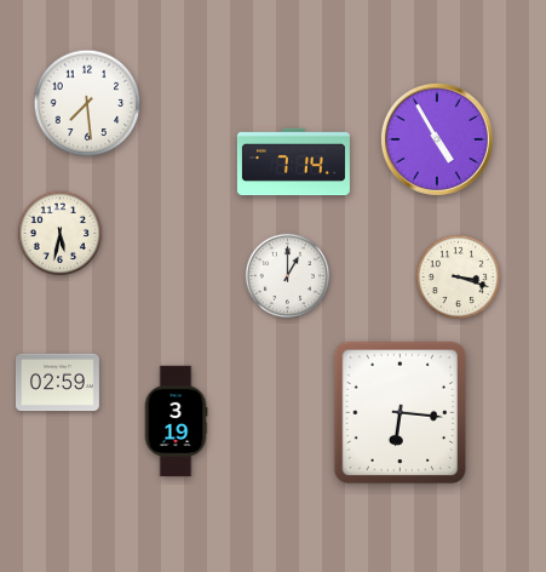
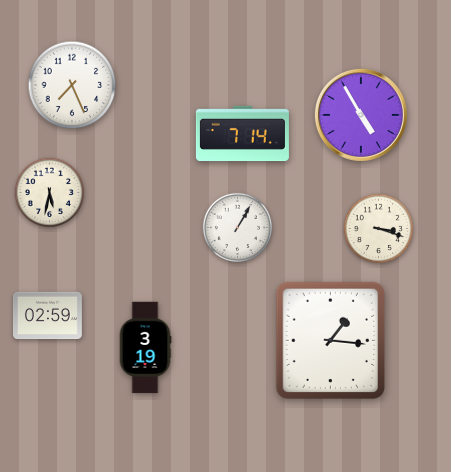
clock at (87, 103): 7:29 -> 7:26
clock at (287, 275): 1:00 -> 1:05
clock at (401, 413): 6:16 -> 1:16
